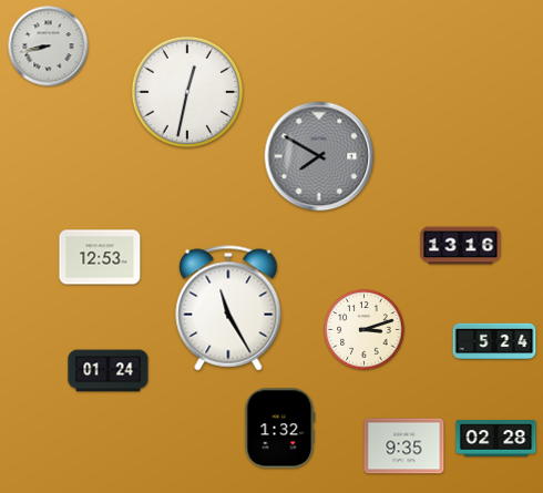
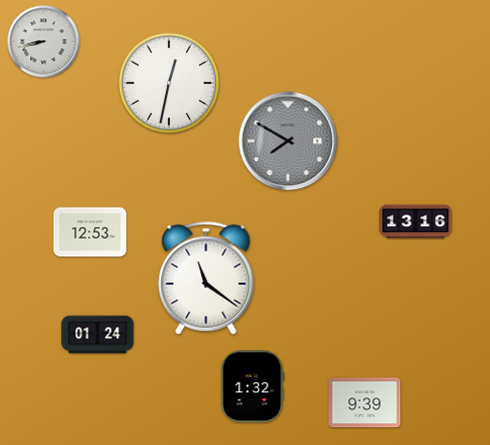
clock at (228, 308): 11:25 -> 11:21
clock at (365, 330): 3:12 -> none
clock at (494, 341): 5:24 -> none
clock at (496, 439): 02:28 -> none
clock at (404, 446): 9:35 -> 9:39
